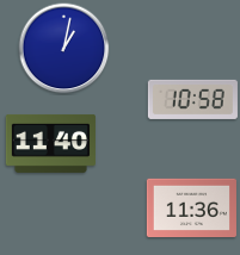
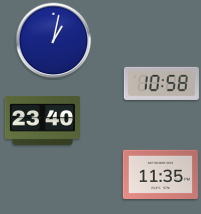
clock at (50, 143): 11:40 -> 23:40
clock at (191, 207): 11:36 -> 11:35
